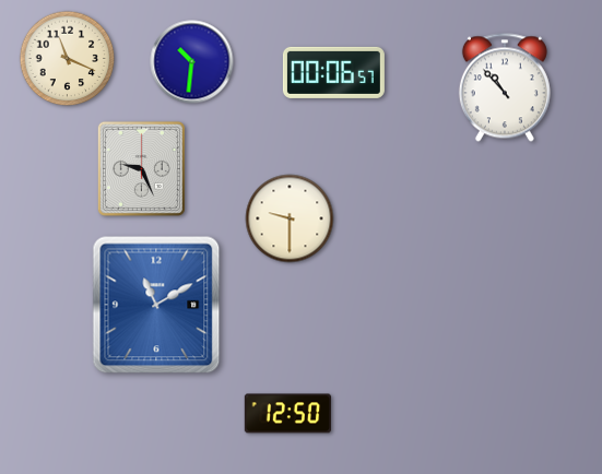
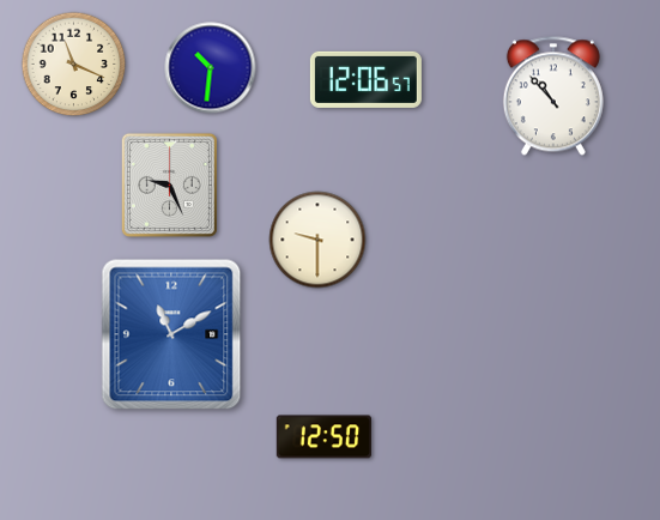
clock at (333, 72): 00:06 -> 12:06
clock at (141, 168) position: (141, 168) -> (169, 185)
clock at (287, 414) position: (287, 414) -> (323, 437)
